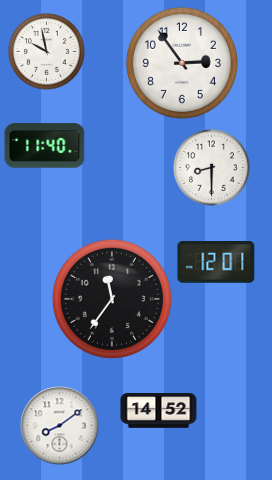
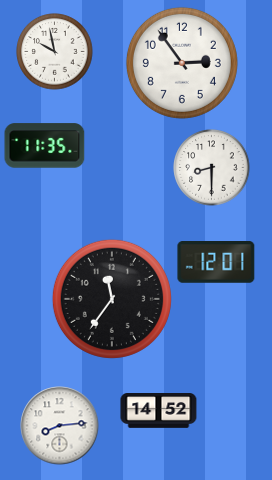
clock at (47, 52) position: (47, 52) -> (55, 52)
clock at (45, 146): 11:40 -> 11:35
clock at (60, 426): 8:09 -> 8:14
